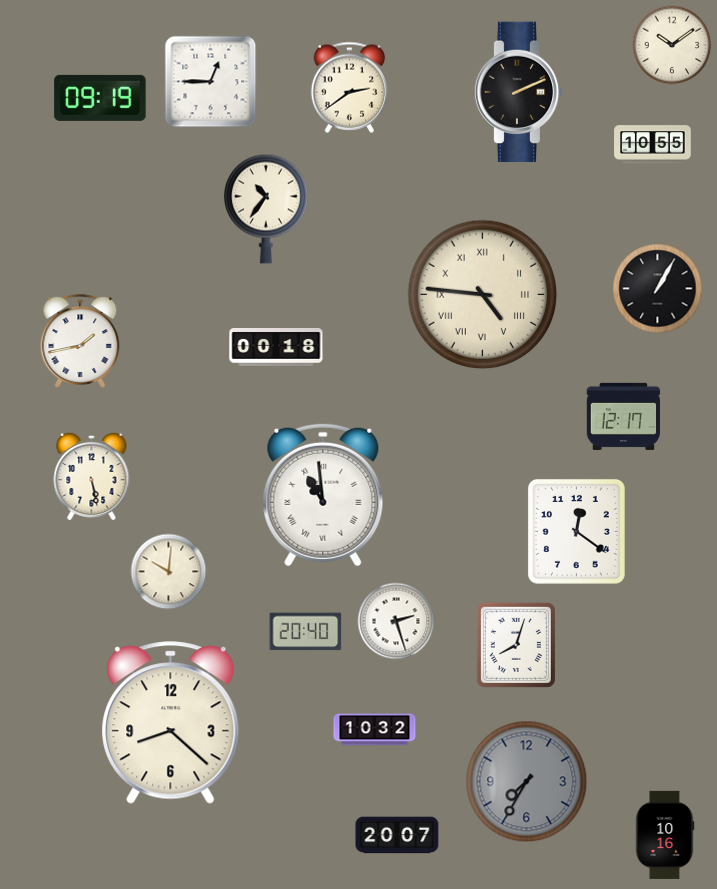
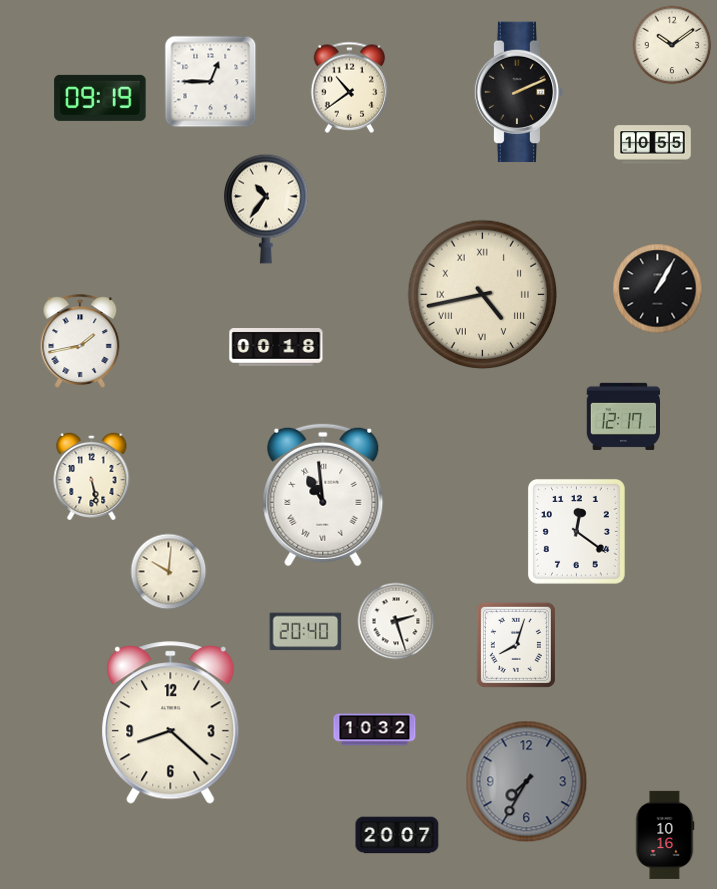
clock at (350, 87): 2:39 -> 10:39
clock at (483, 295): 4:46 -> 4:43
